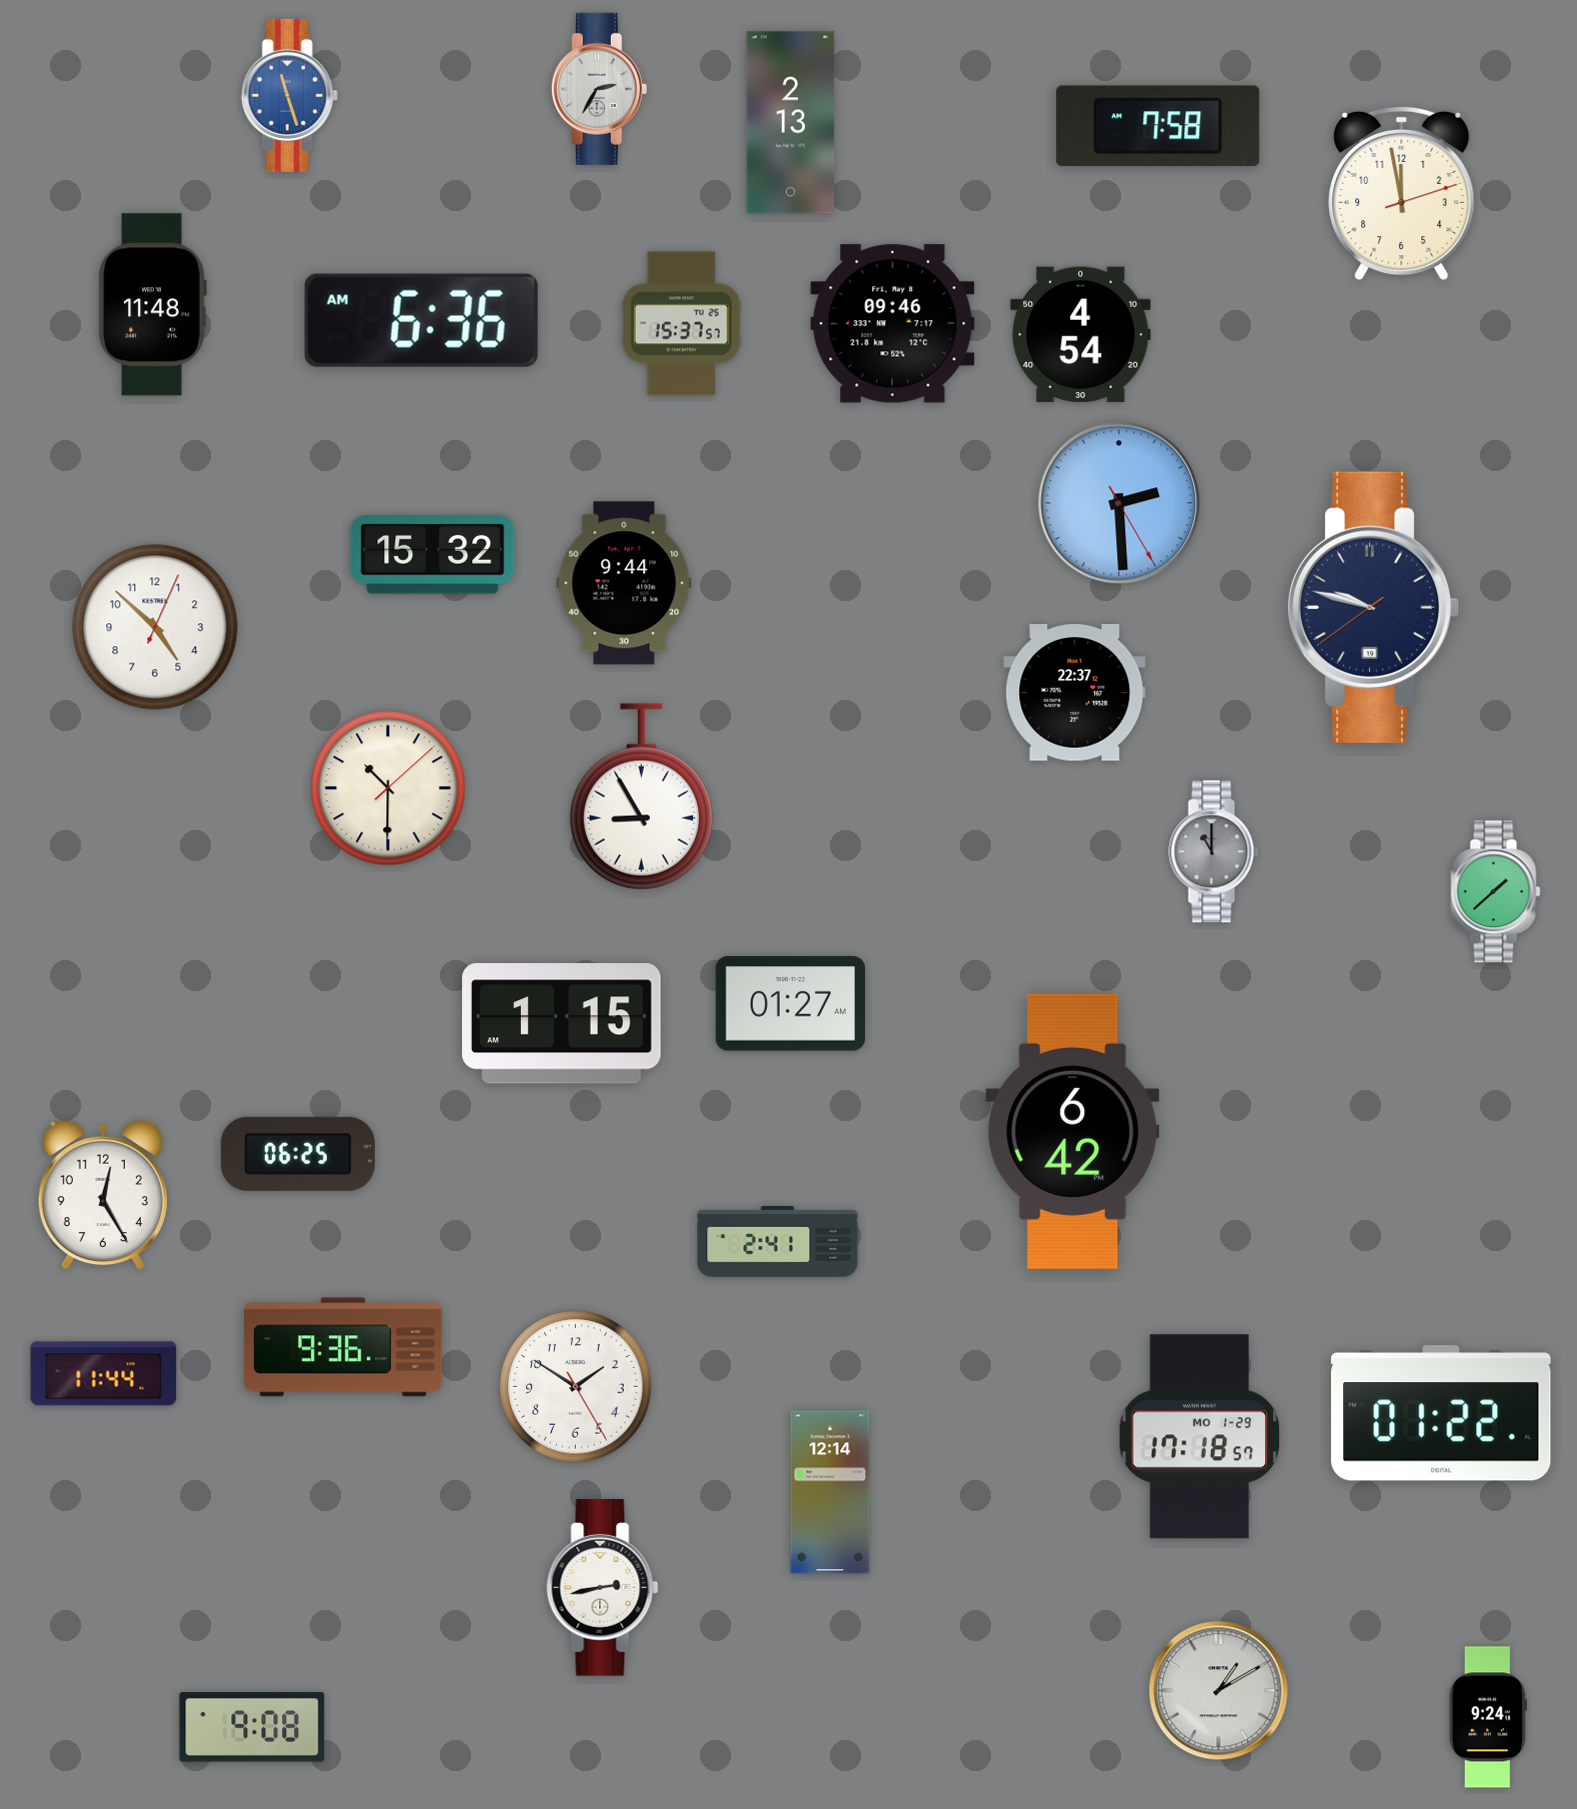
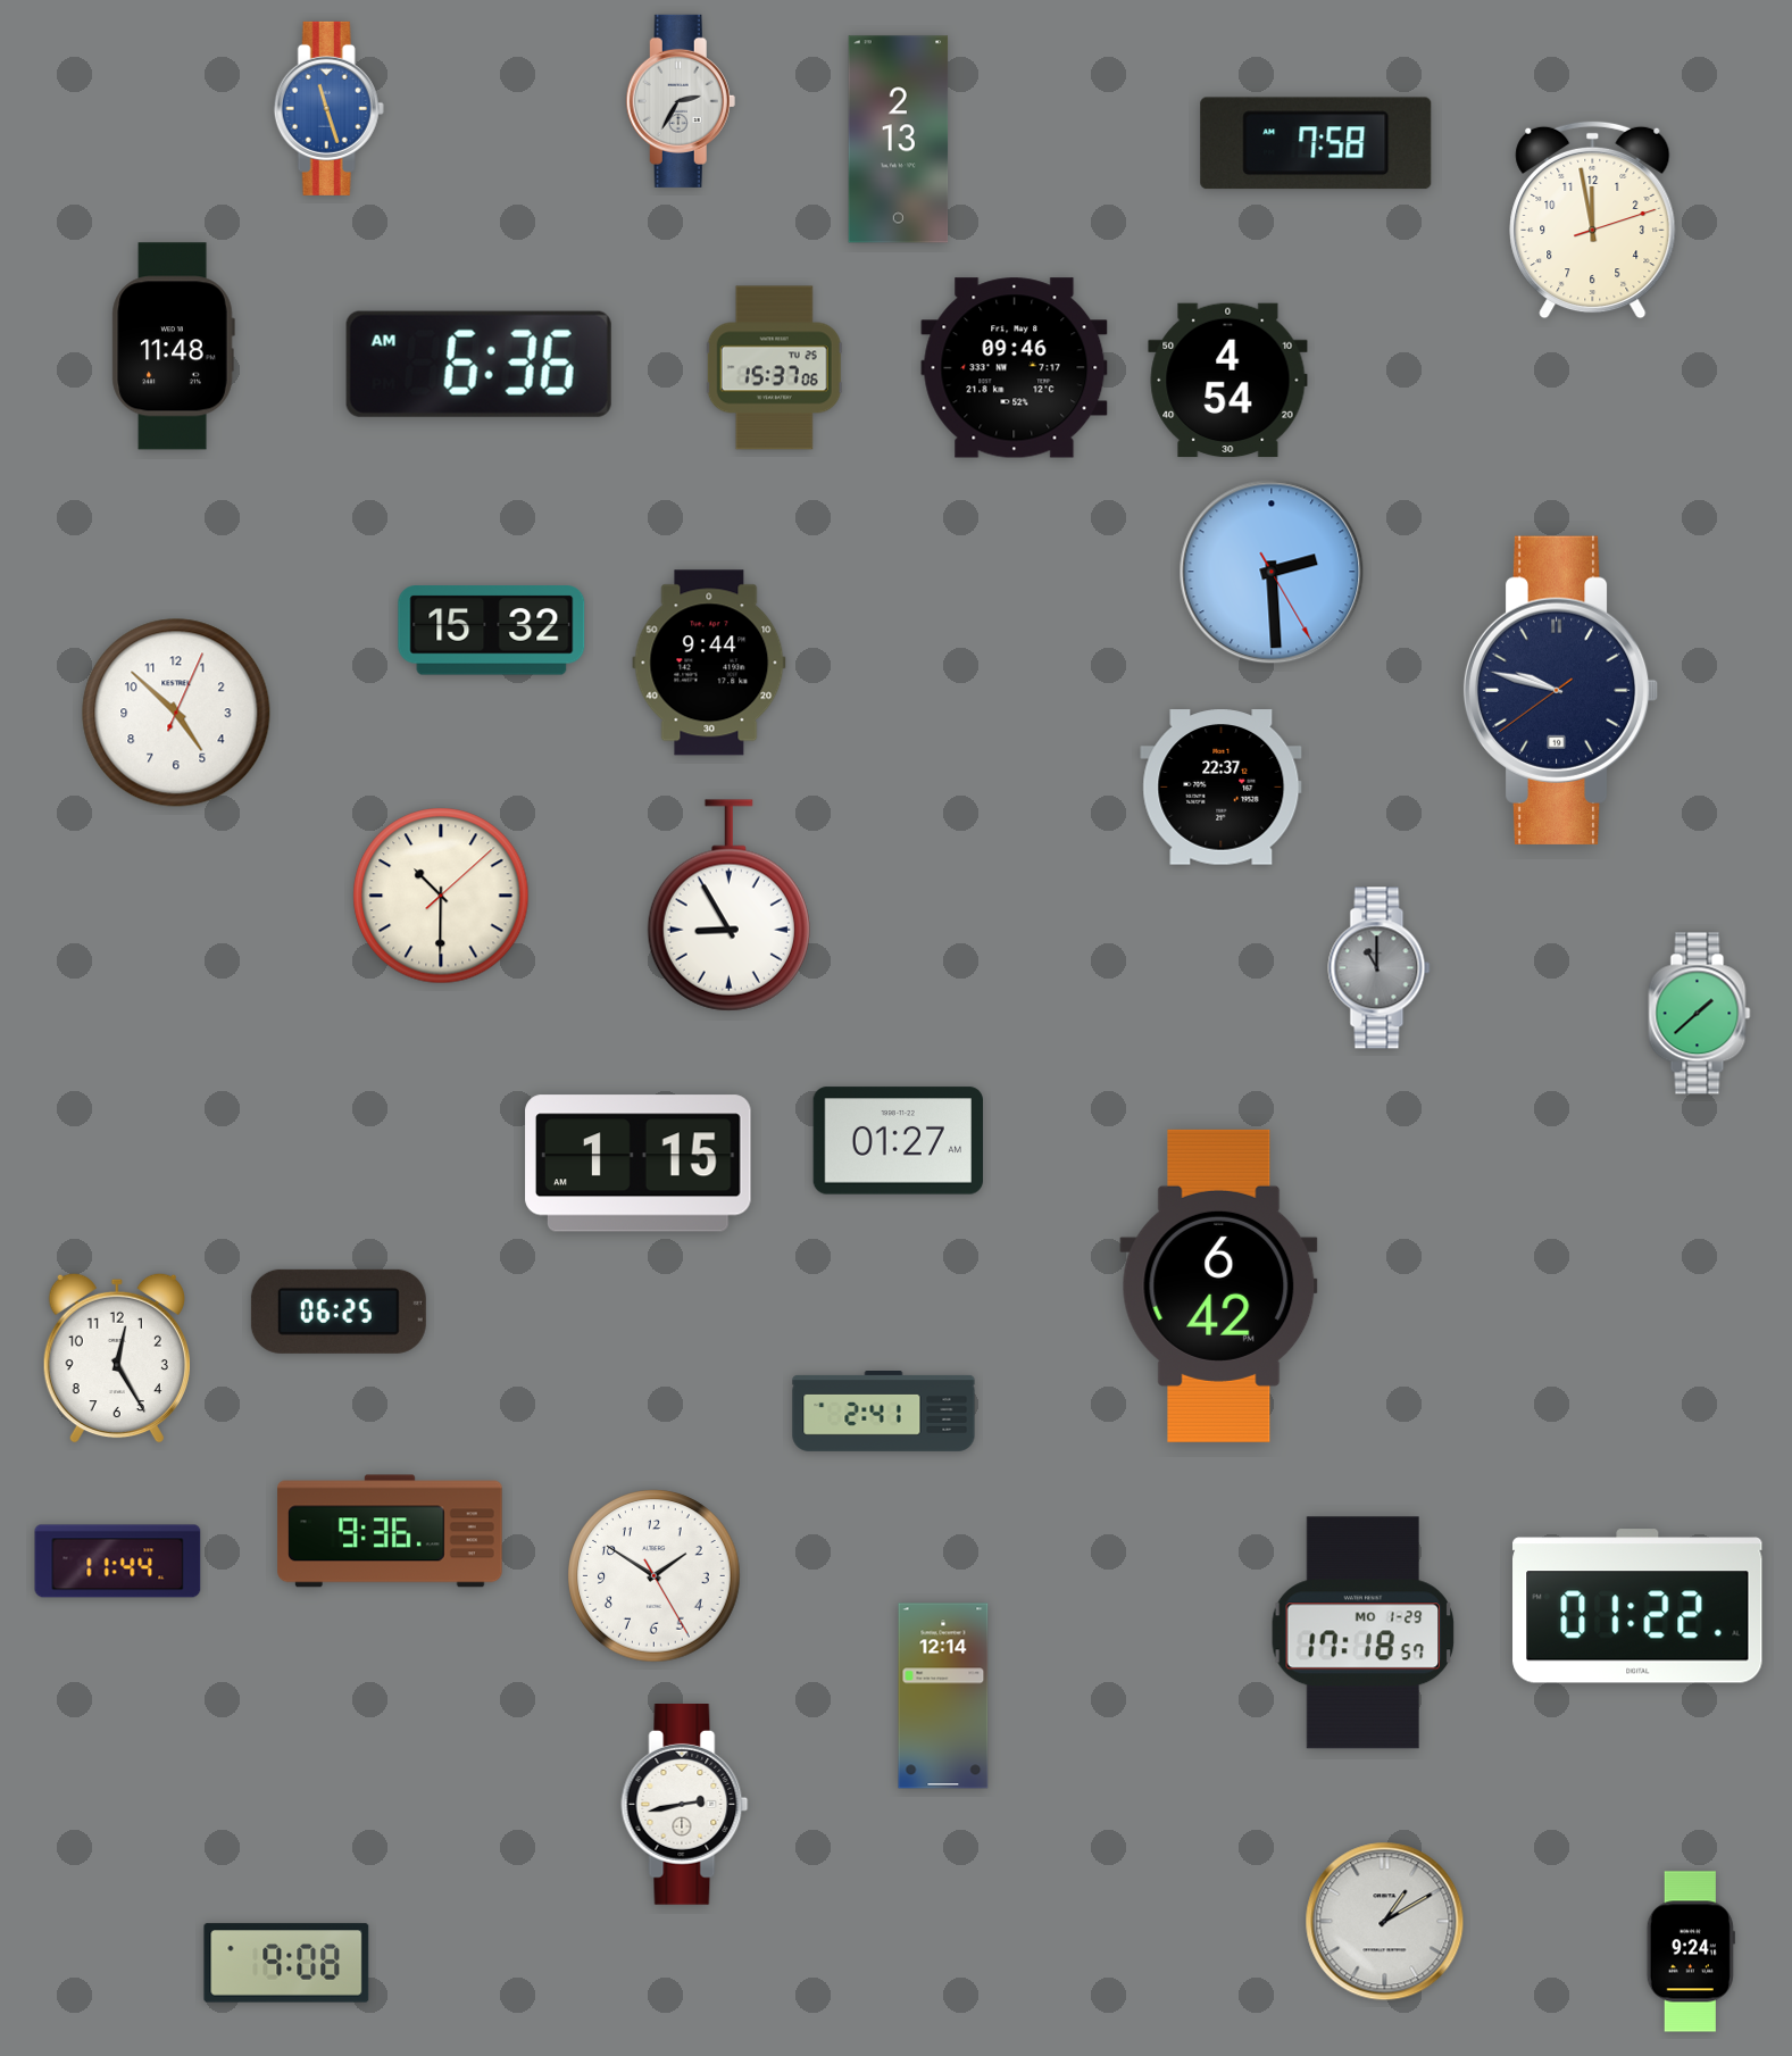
clock at (681, 324): 15:37:57 -> 15:37:06
